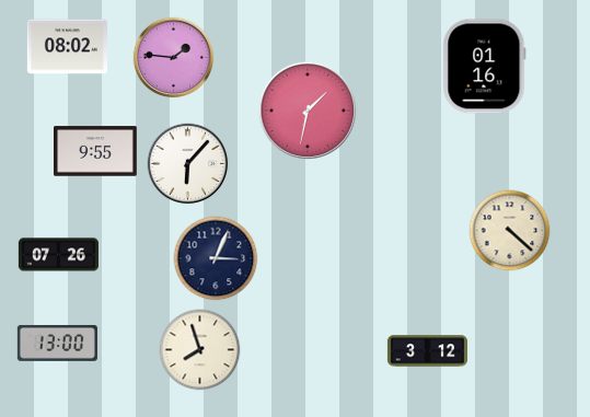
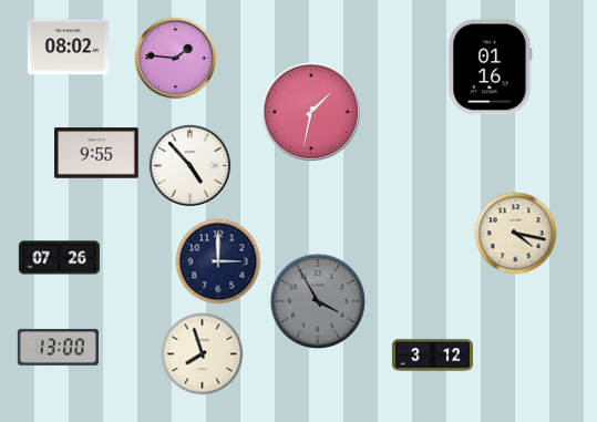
clock at (188, 164): 6:07 -> 4:53
clock at (510, 231): 4:22 -> 4:17
clock at (216, 258): 3:04 -> 3:00
clock at (318, 301): none -> 3:55
